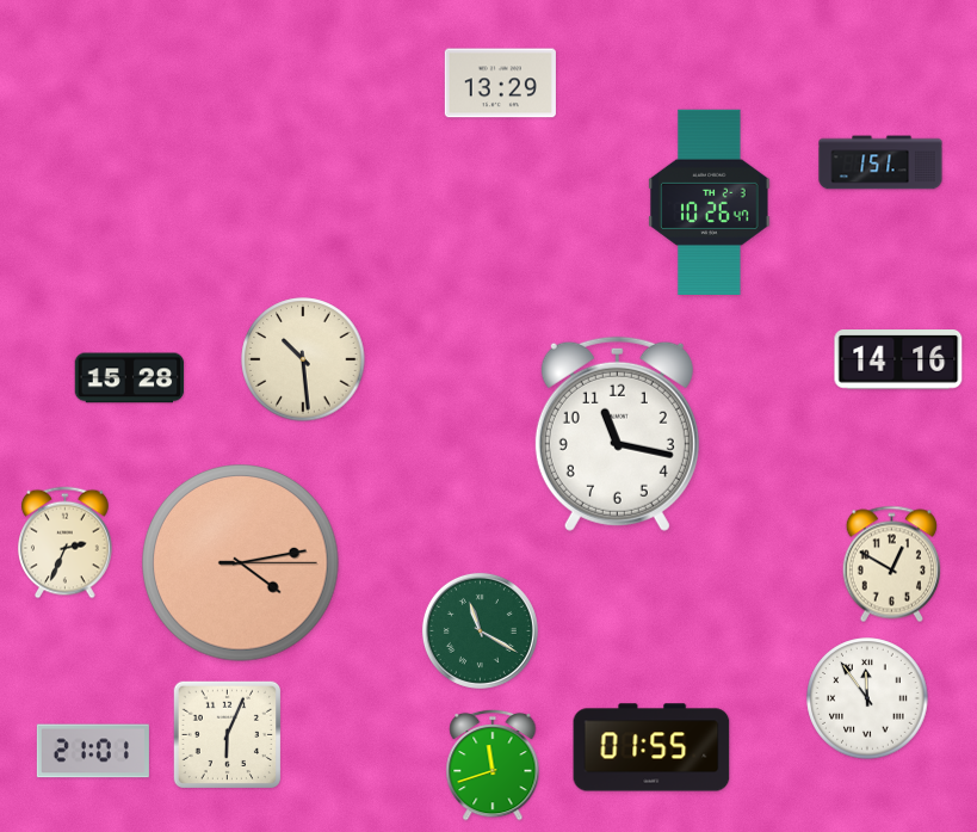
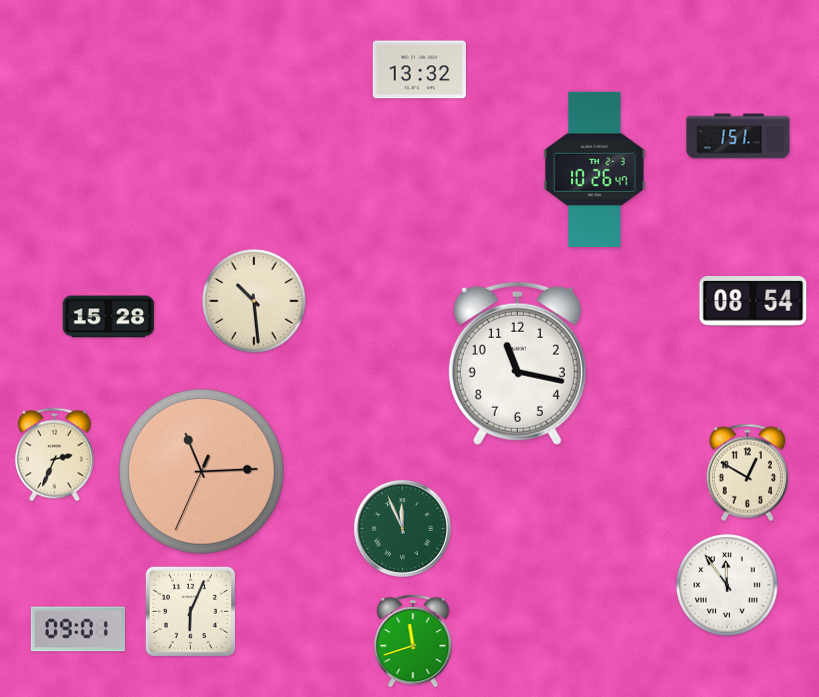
clock at (500, 84): 13:29 -> 13:32
clock at (898, 360): 14:16 -> 08:54
clock at (241, 563): 4:13 -> 11:14
clock at (480, 630): 11:20 -> 11:56
clock at (227, 734) position: (227, 734) -> (190, 611)
clock at (651, 747): 01:55 -> none
clock at (93, 751): 21:01 -> 09:01
